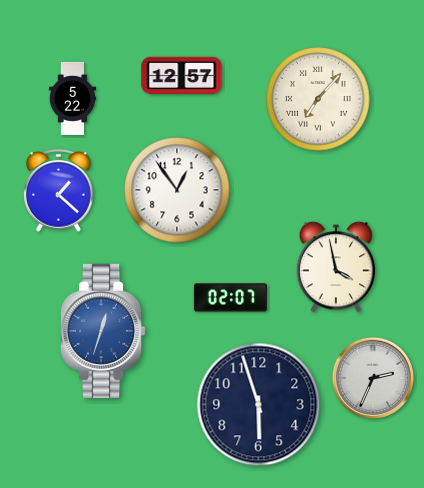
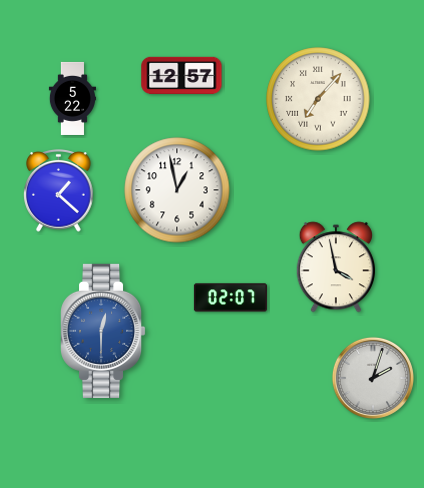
clock at (177, 190): 12:54 -> 12:58
clock at (103, 331): 12:33 -> 12:30
clock at (373, 378): 2:34 -> 2:03
clock at (259, 405): 5:57 -> none
